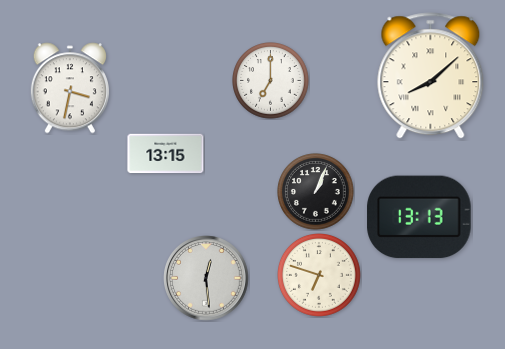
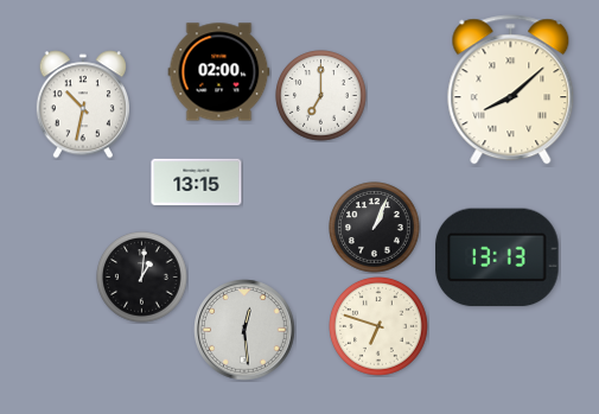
clock at (219, 72): none -> 02:00
clock at (70, 88): 3:32 -> 10:32
clock at (142, 278): none -> 1:01
